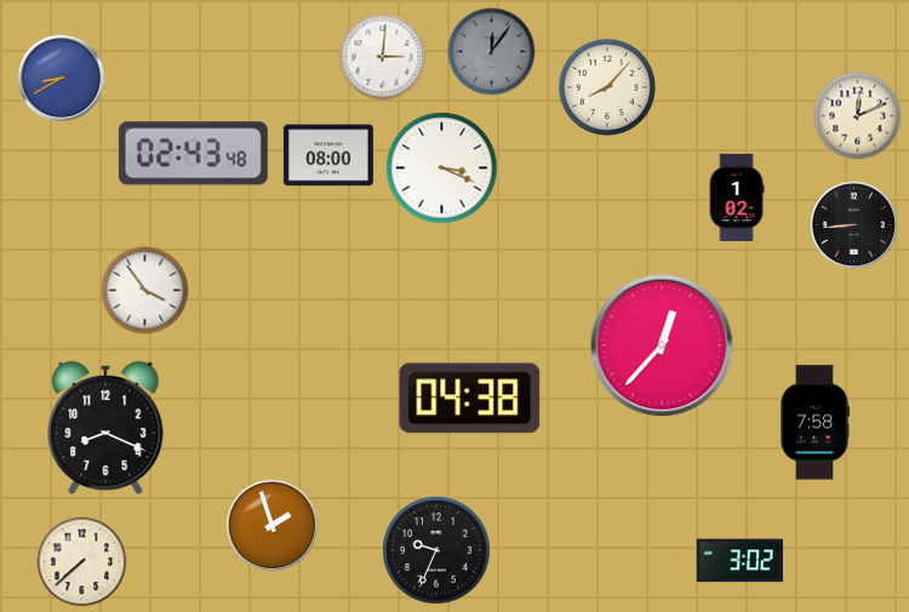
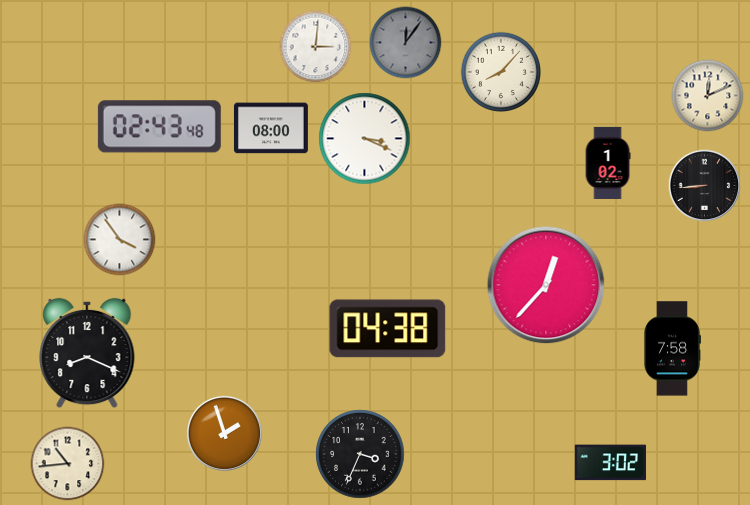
clock at (62, 79): 8:40 -> none
clock at (436, 550): 9:34 -> 3:34
clock at (82, 562): 7:38 -> 10:44
